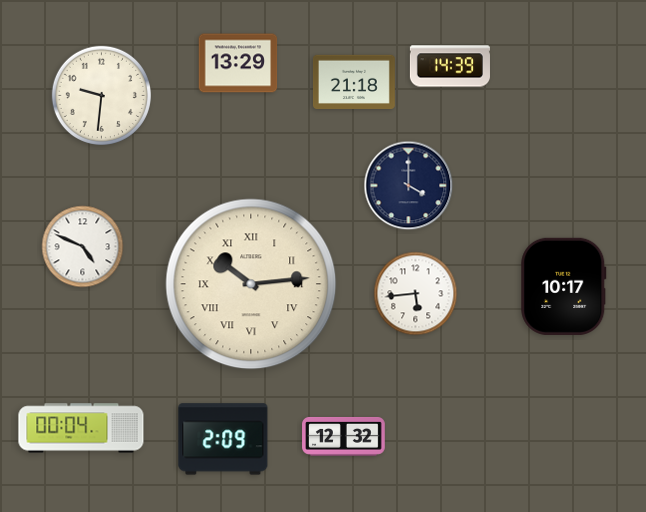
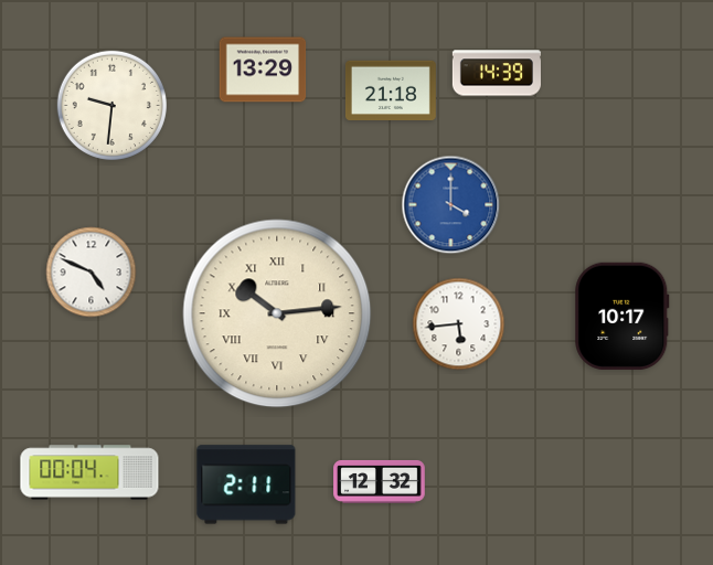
clock at (409, 186) dial: navy -> blue
clock at (223, 439): 2:09 -> 2:11
